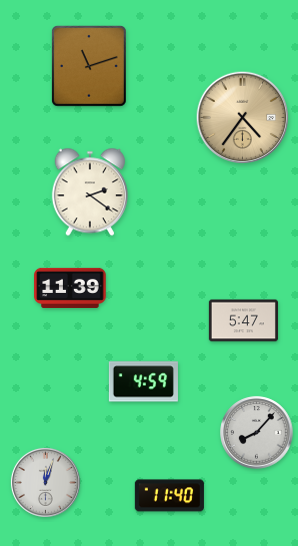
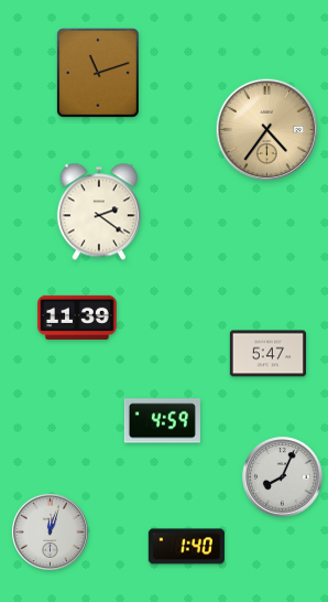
clock at (143, 382) position: (143, 382) -> (162, 421)
clock at (257, 433): 8:07 -> 8:04
clock at (169, 496): 11:40 -> 1:40
